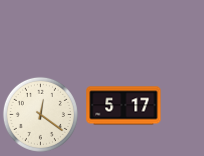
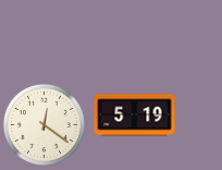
clock at (124, 106): 5:17 -> 5:19
